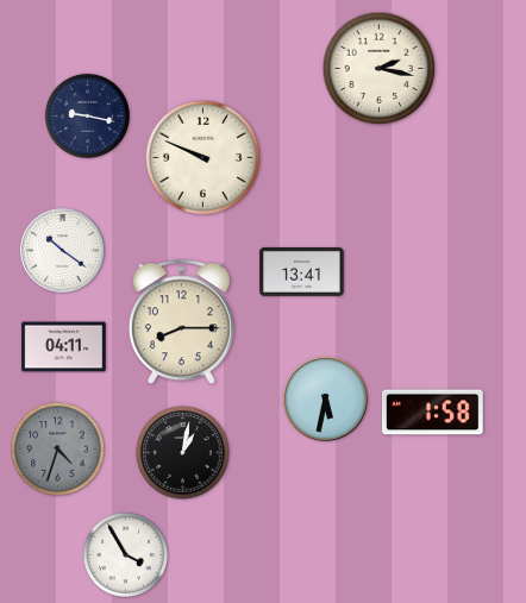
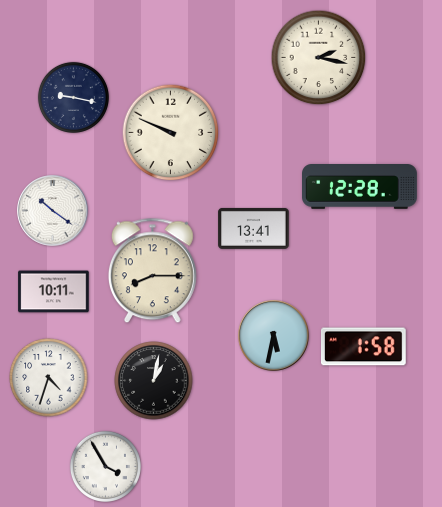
clock at (360, 187): none -> 12:28
clock at (64, 347): 04:11 -> 10:11
clock at (58, 450) dial: grey -> white
